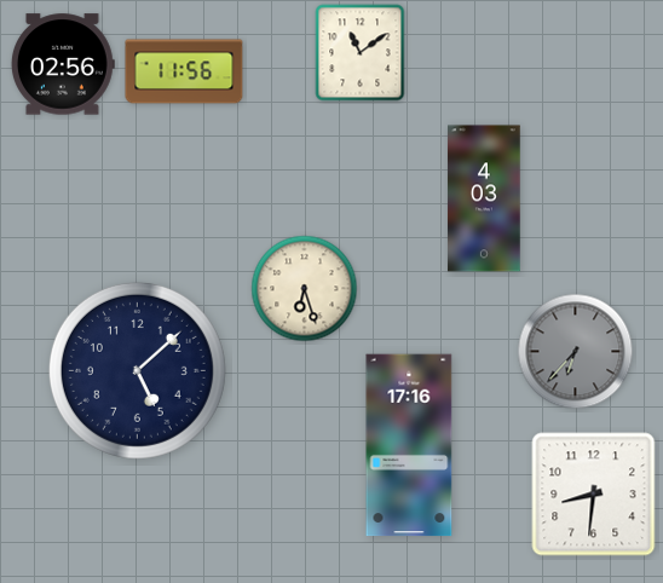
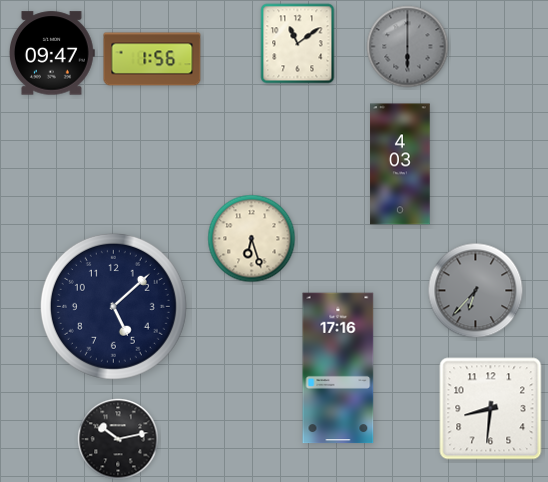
clock at (408, 47): none -> 6:00
clock at (63, 64): 02:56 -> 09:47
clock at (184, 71): 11:56 -> 1:56
clock at (118, 439): none -> 10:13
